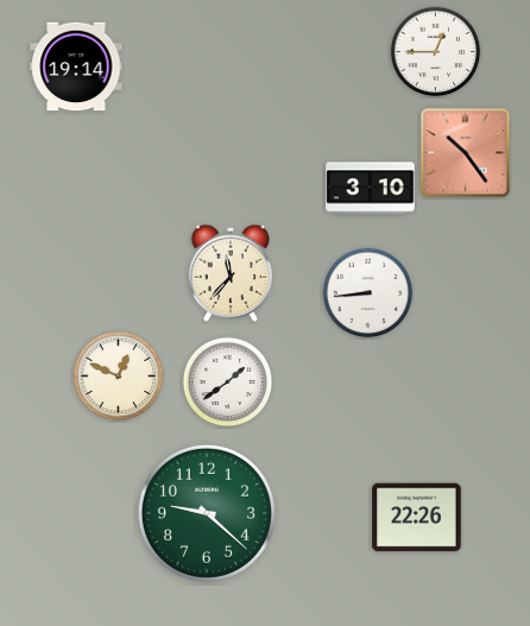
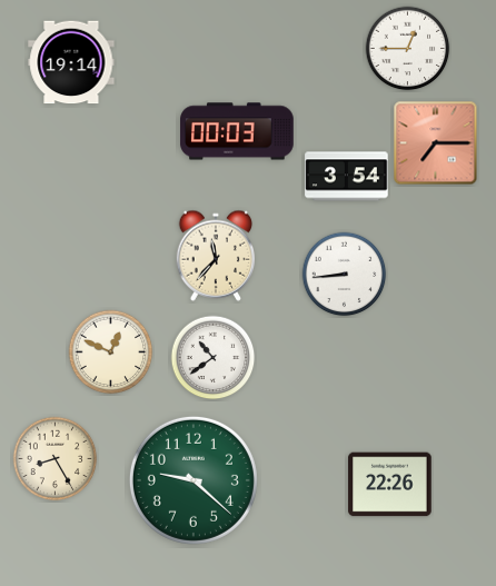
clock at (237, 131): none -> 00:03
clock at (466, 153): 10:24 -> 7:15
clock at (371, 189): 3:10 -> 3:54
clock at (228, 382): 1:39 -> 10:39
clock at (56, 459): none -> 8:25
